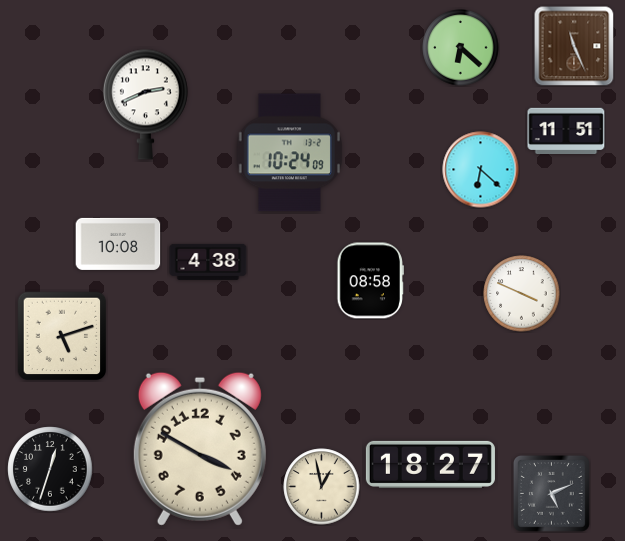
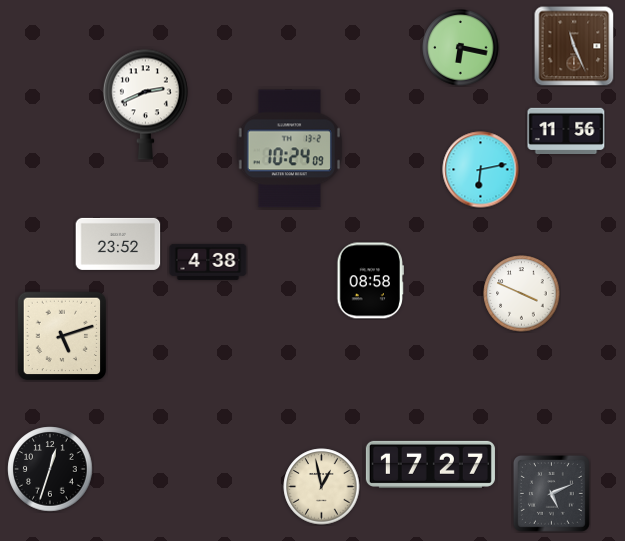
clock at (461, 48): 6:22 -> 6:17
clock at (566, 130): 11:51 -> 11:56
clock at (289, 153) position: (289, 153) -> (289, 149)
clock at (481, 170): 6:22 -> 6:13
clock at (118, 244): 10:08 -> 23:52
clock at (200, 449): 3:50 -> none
clock at (430, 464): 18:27 -> 17:27
